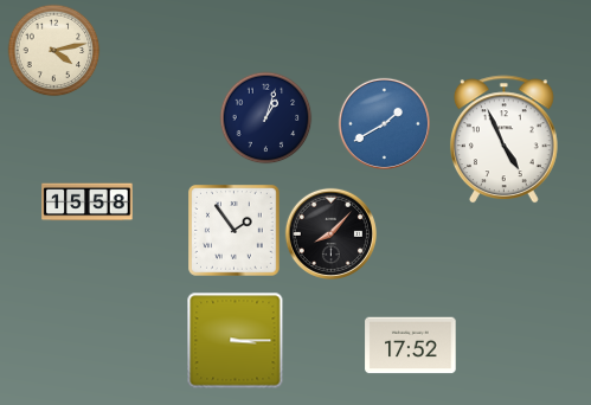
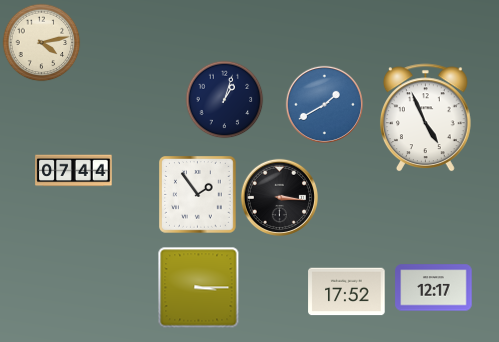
clock at (53, 50) position: (53, 50) -> (41, 42)
clock at (88, 202): 15:58 -> 07:44
clock at (330, 233): 8:07 -> 3:16
clock at (434, 288): none -> 12:17
